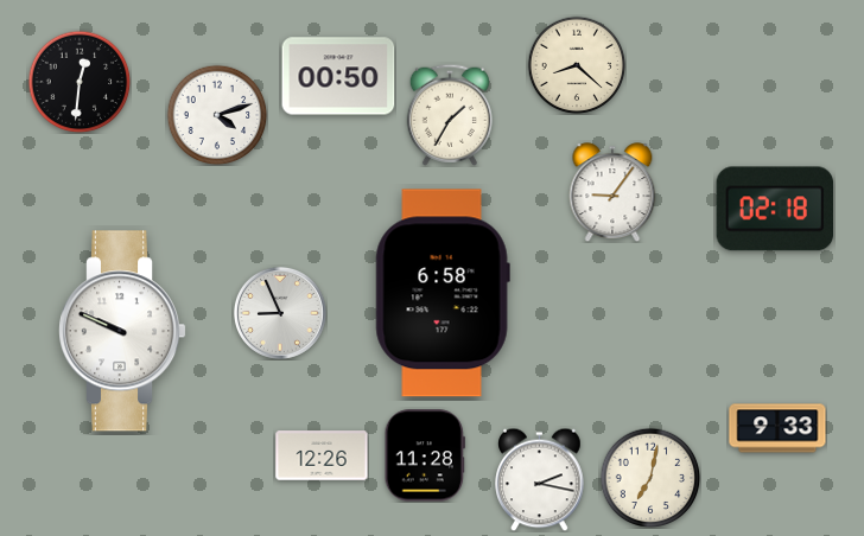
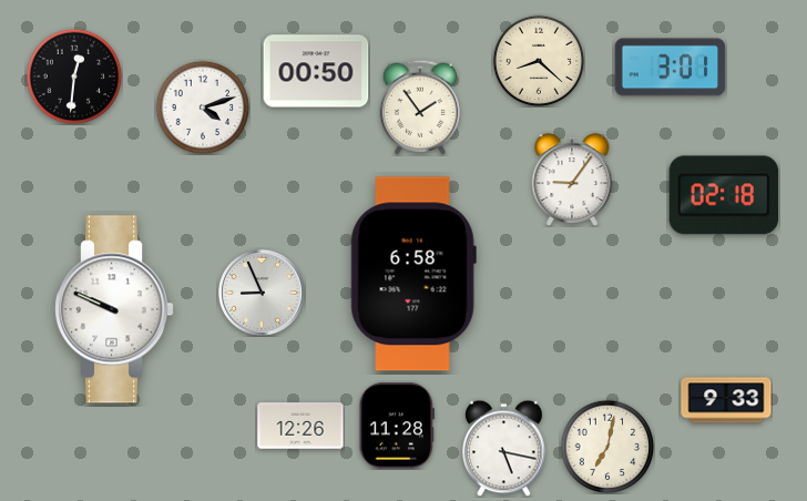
clock at (671, 68): none -> 3:01
clock at (449, 115): 1:35 -> 1:54
clock at (540, 479): 2:17 -> 5:17
